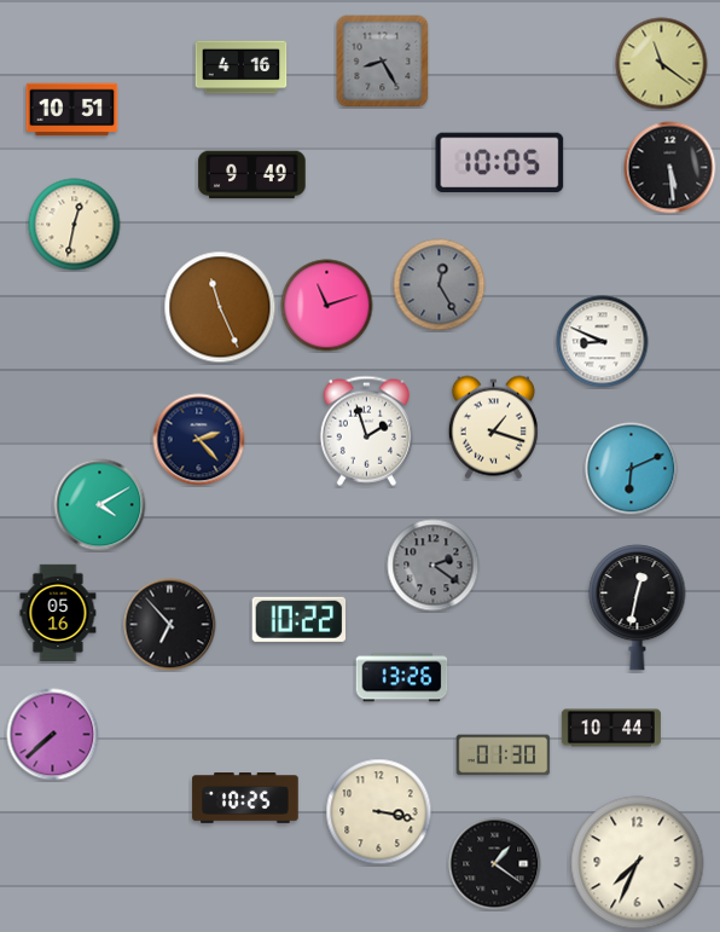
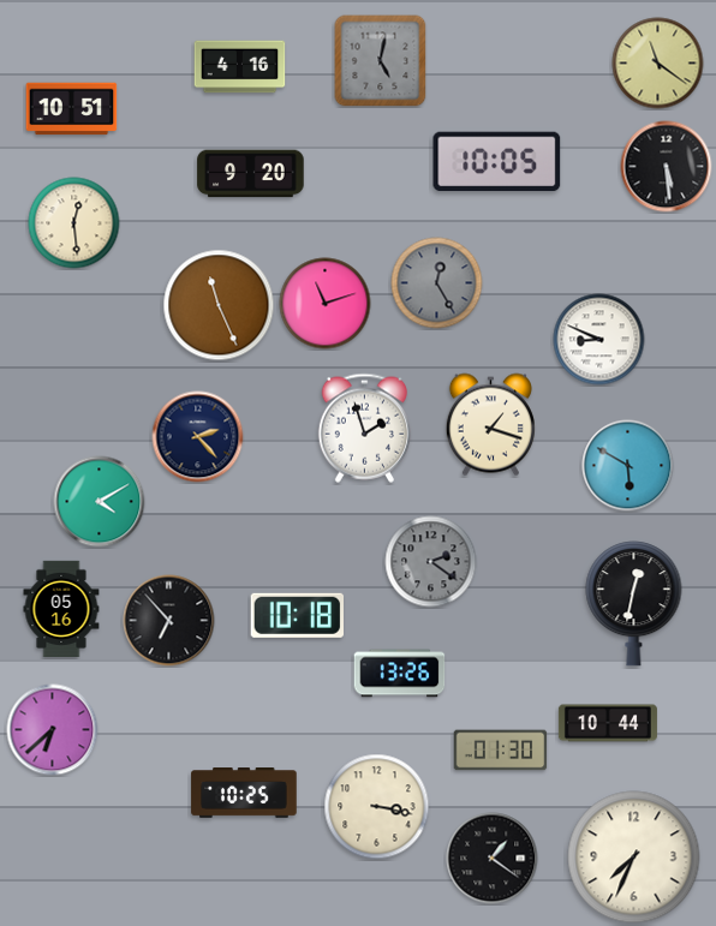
clock at (383, 62): 8:25 -> 5:02
clock at (252, 175): 9:49 -> 9:20
clock at (75, 225): 12:32 -> 12:29
clock at (632, 469): 6:11 -> 5:50
clock at (58, 612) position: (58, 612) -> (61, 608)
clock at (298, 619): 10:22 -> 10:18
clock at (53, 735): 7:38 -> 6:38
